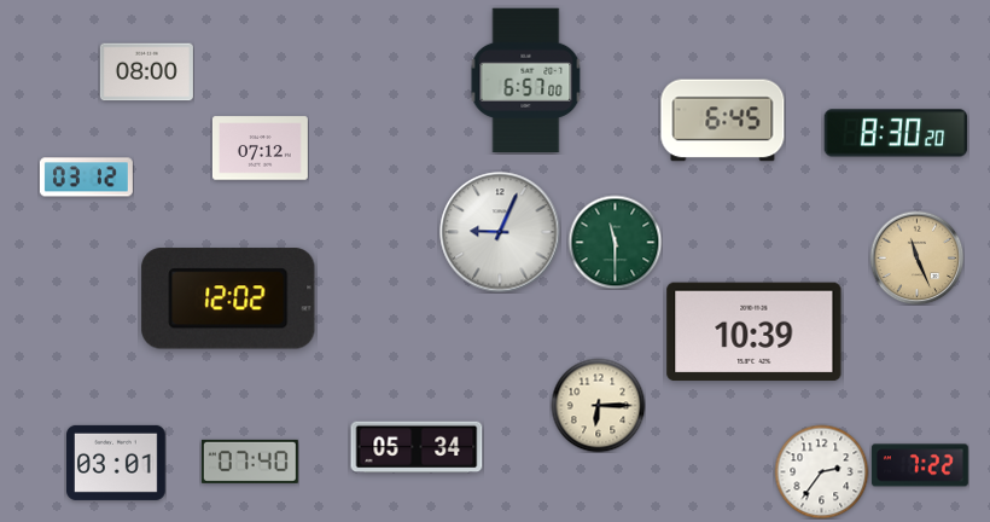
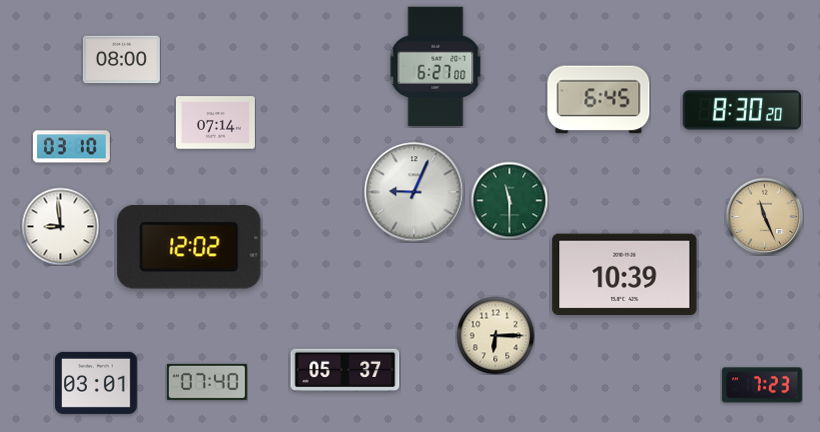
clock at (526, 81): 6:57 -> 6:27
clock at (260, 149): 07:12 -> 07:14
clock at (86, 178): 03:12 -> 03:10
clock at (916, 257) position: (916, 257) -> (764, 216)
clock at (60, 226): none -> 8:59
clock at (417, 447): 05:34 -> 05:37
clock at (920, 465): 7:22 -> 7:23
clock at (821, 471): 2:36 -> none
